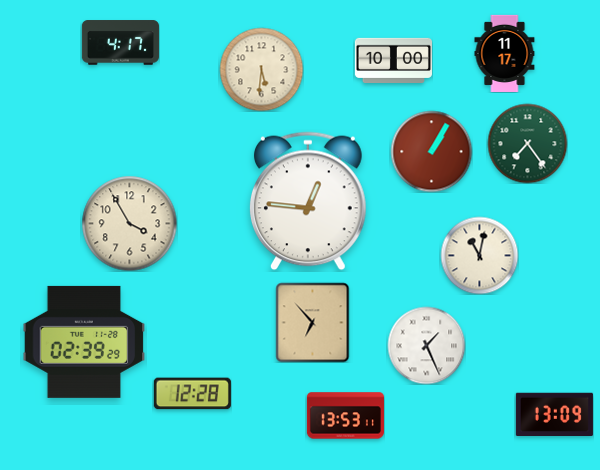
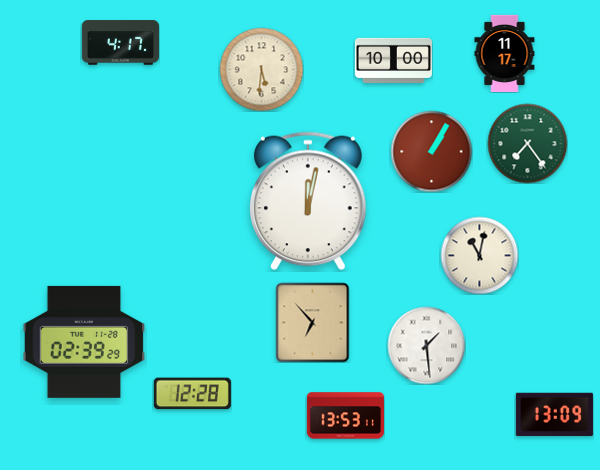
clock at (308, 201): 12:46 -> 12:02
clock at (129, 223): 3:55 -> none
clock at (426, 345): 1:26 -> 1:29
